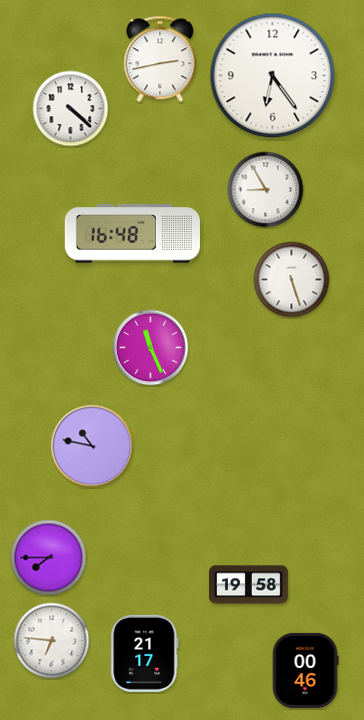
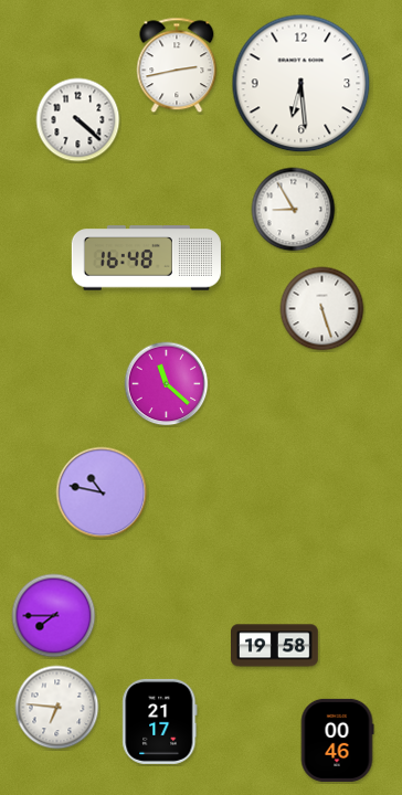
clock at (273, 76): 6:24 -> 6:29
clock at (151, 348): 11:26 -> 11:22
